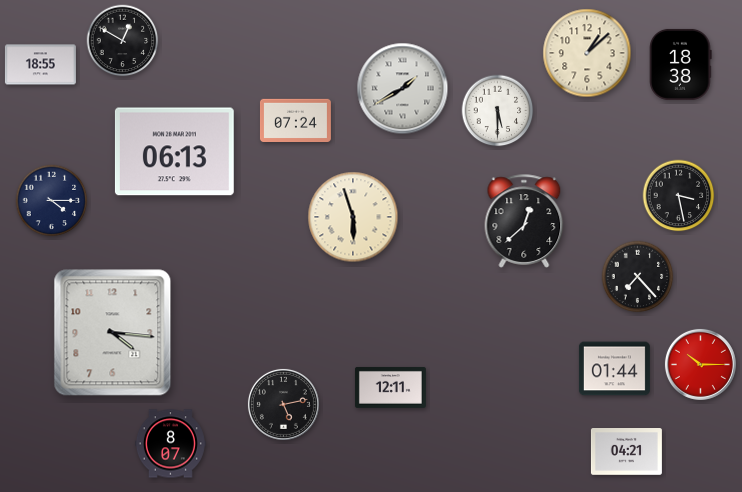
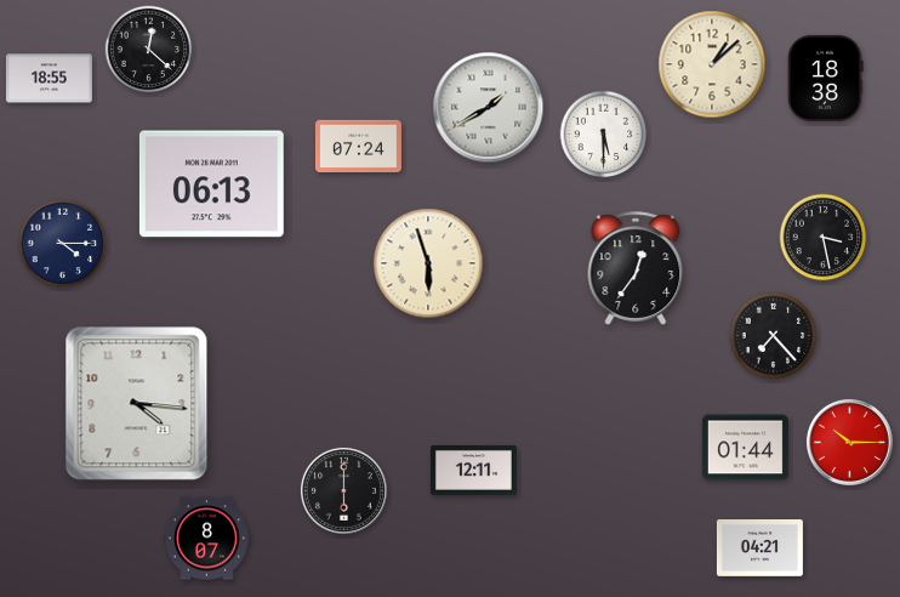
clock at (123, 41): 12:50 -> 12:22
clock at (524, 221): 12:38 -> 12:36
clock at (283, 404): 5:13 -> 6:00
